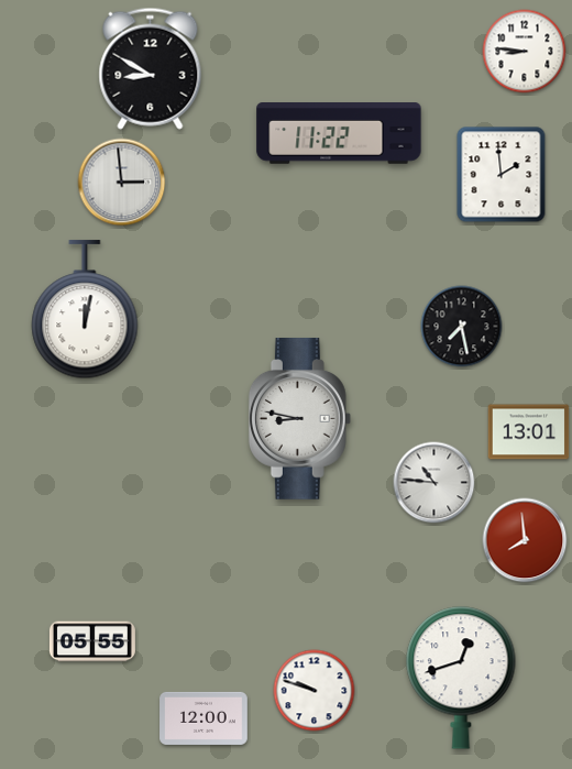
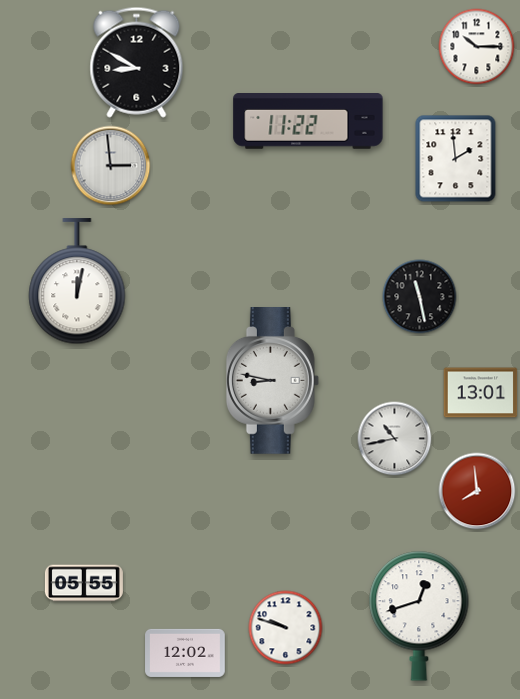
clock at (525, 52): 8:46 -> 10:15
clock at (462, 327): 7:28 -> 11:28
clock at (435, 483): 10:46 -> 10:43
clock at (204, 718): 12:00 -> 12:02
